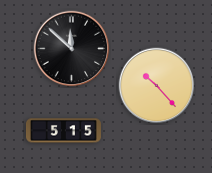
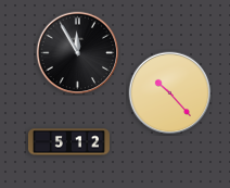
clock at (72, 49): 11:52 -> 11:55
clock at (63, 131): 5:15 -> 5:12
